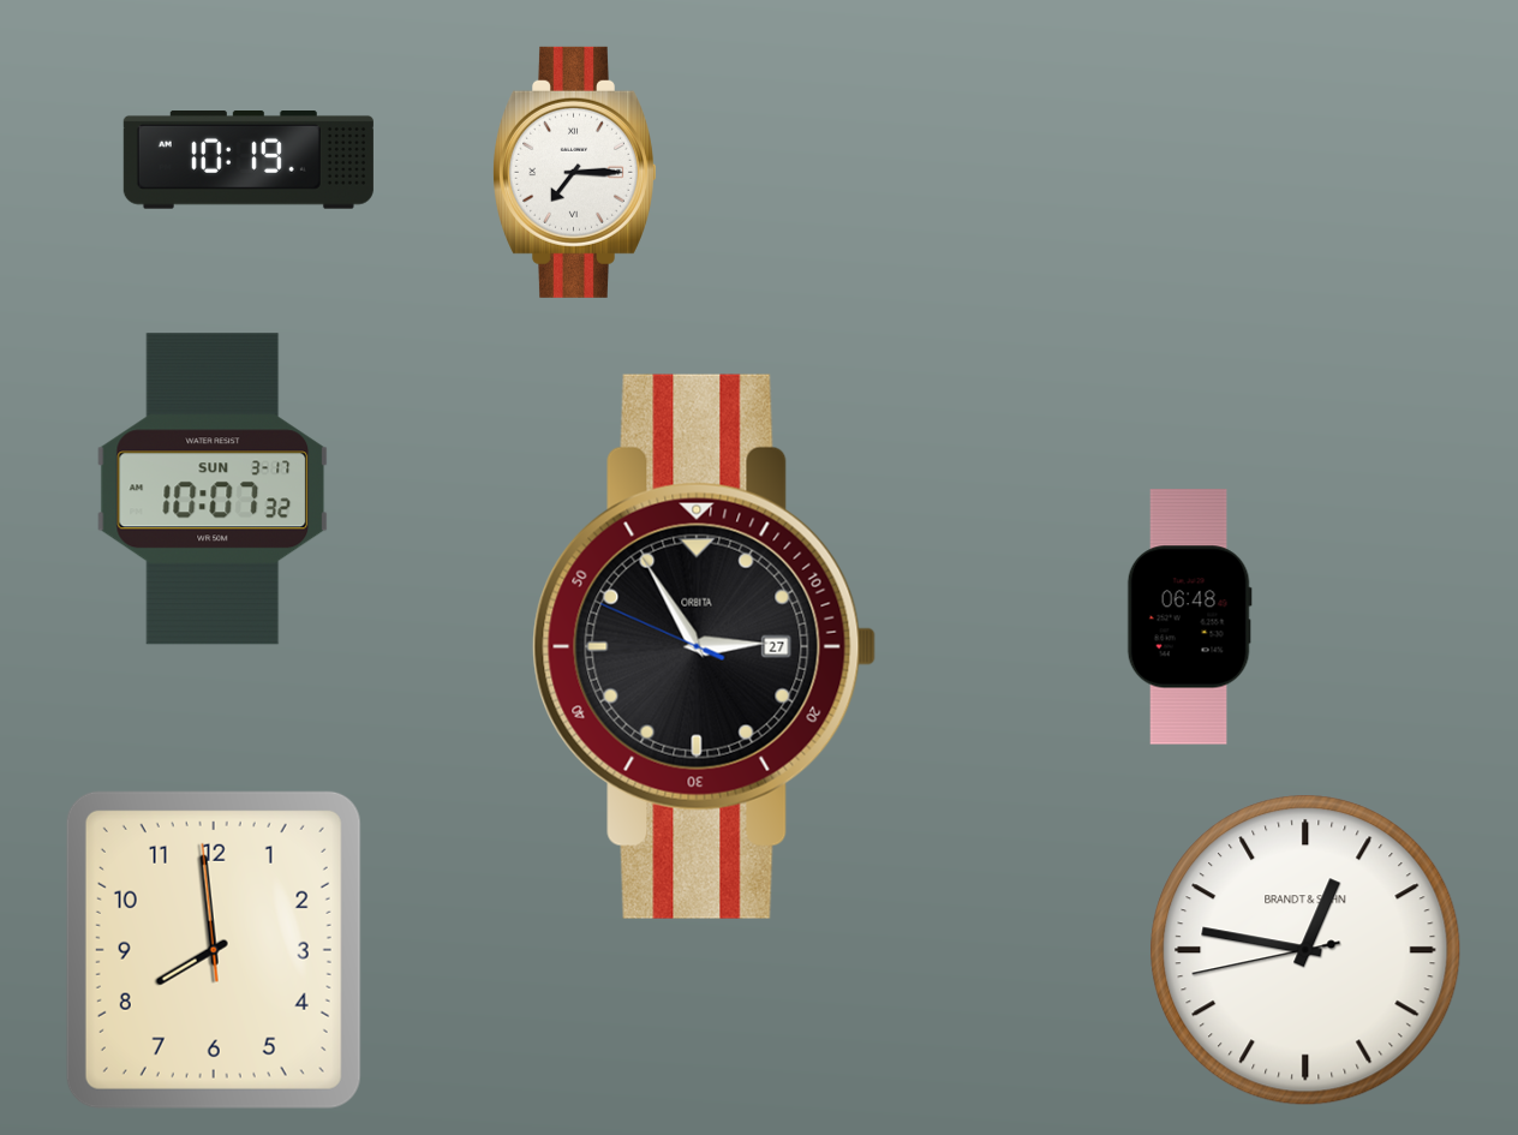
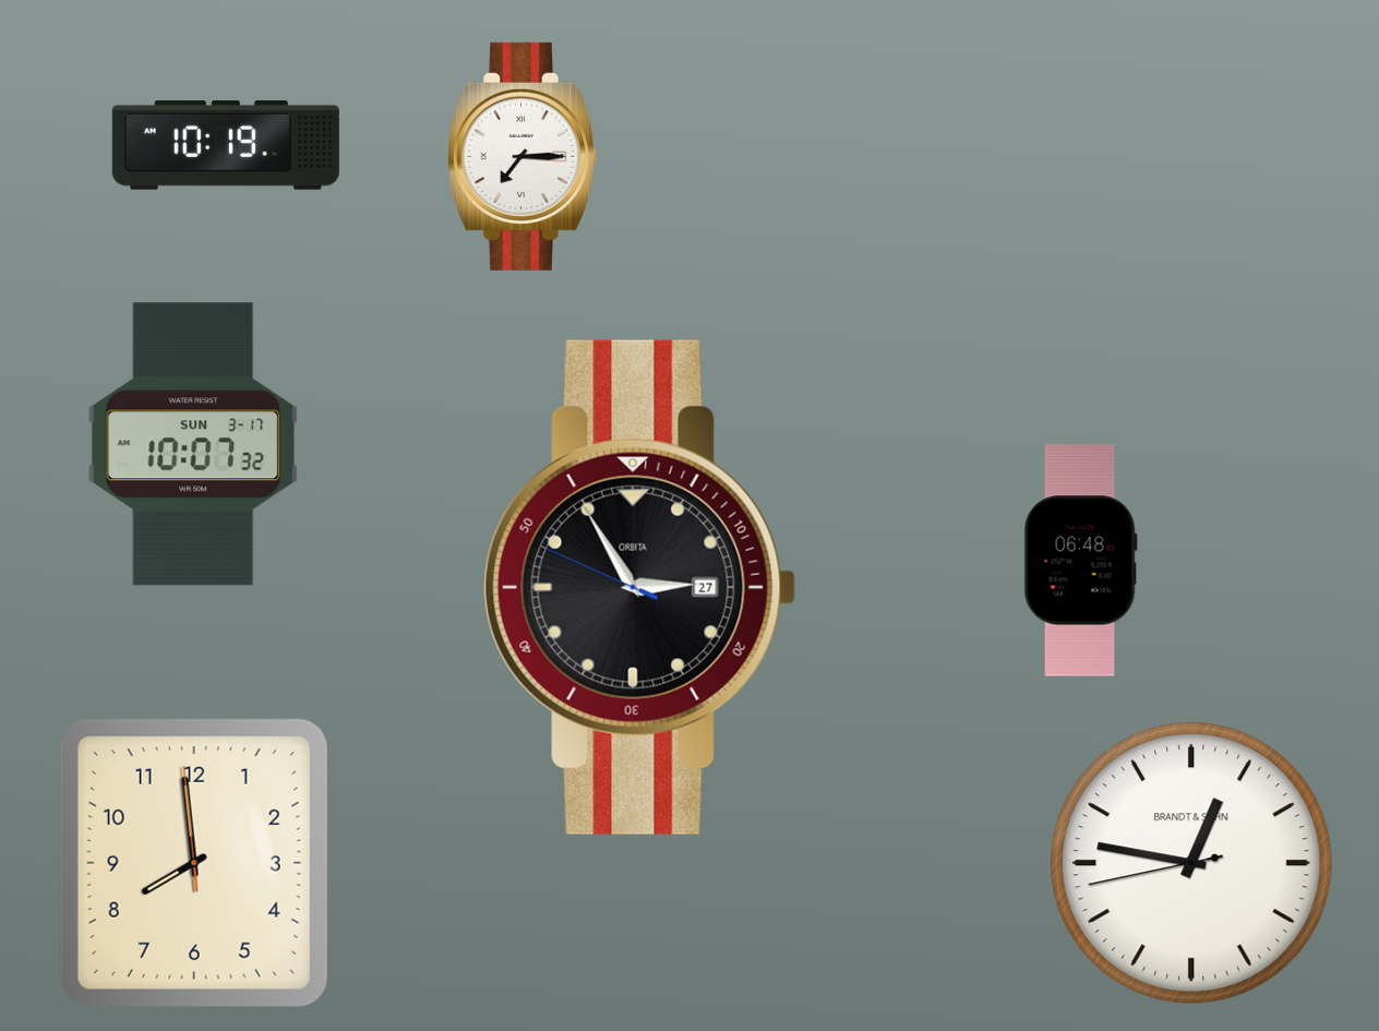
clock at (1305, 950) position: (1305, 950) -> (1191, 863)
